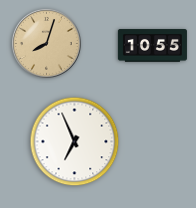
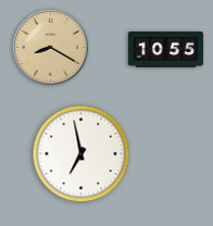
clock at (46, 43): 8:03 -> 8:20
clock at (75, 142): 6:56 -> 6:58
